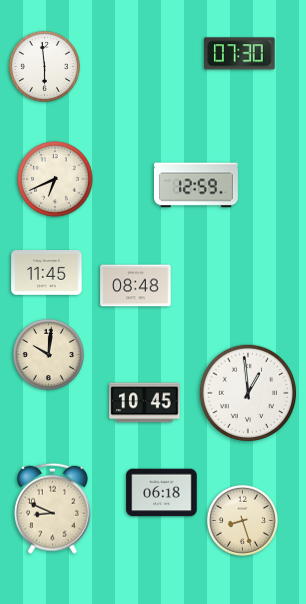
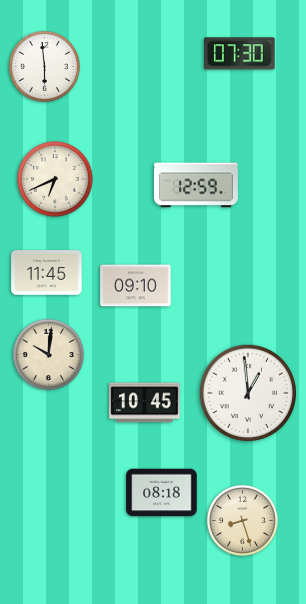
clock at (136, 286): 08:48 -> 09:10
clock at (162, 493): 06:18 -> 08:18
clock at (53, 508): 8:49 -> none
